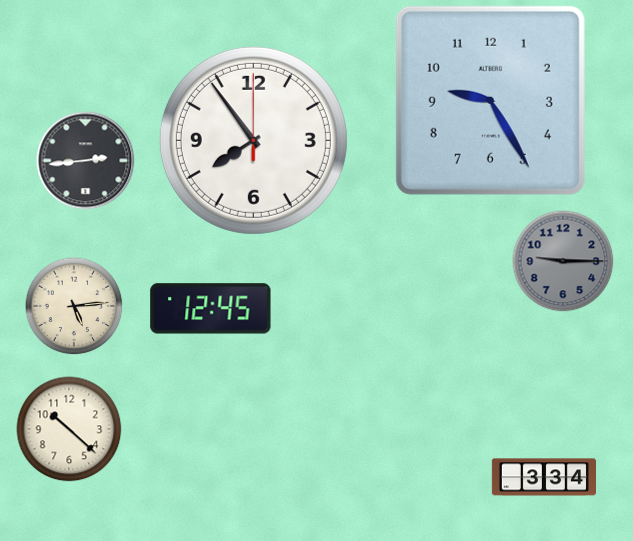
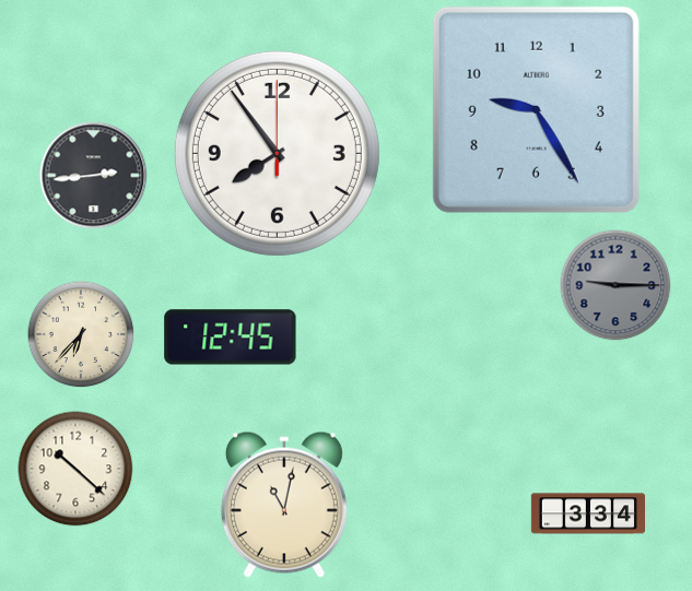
clock at (74, 306): 5:14 -> 6:37
clock at (284, 505): none -> 11:02
clock at (543, 477) position: (543, 477) -> (587, 513)
